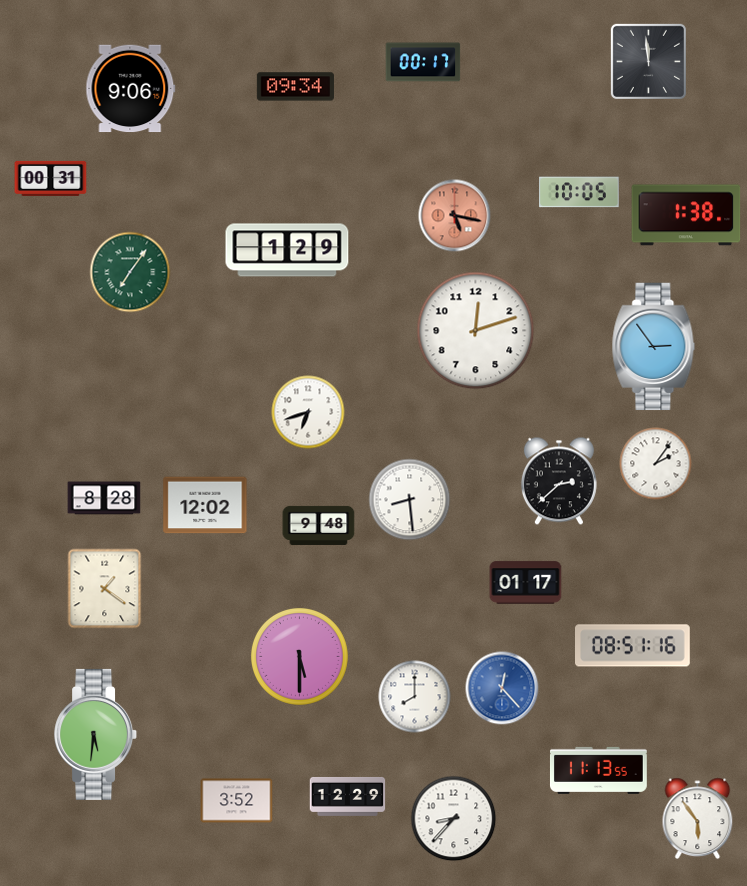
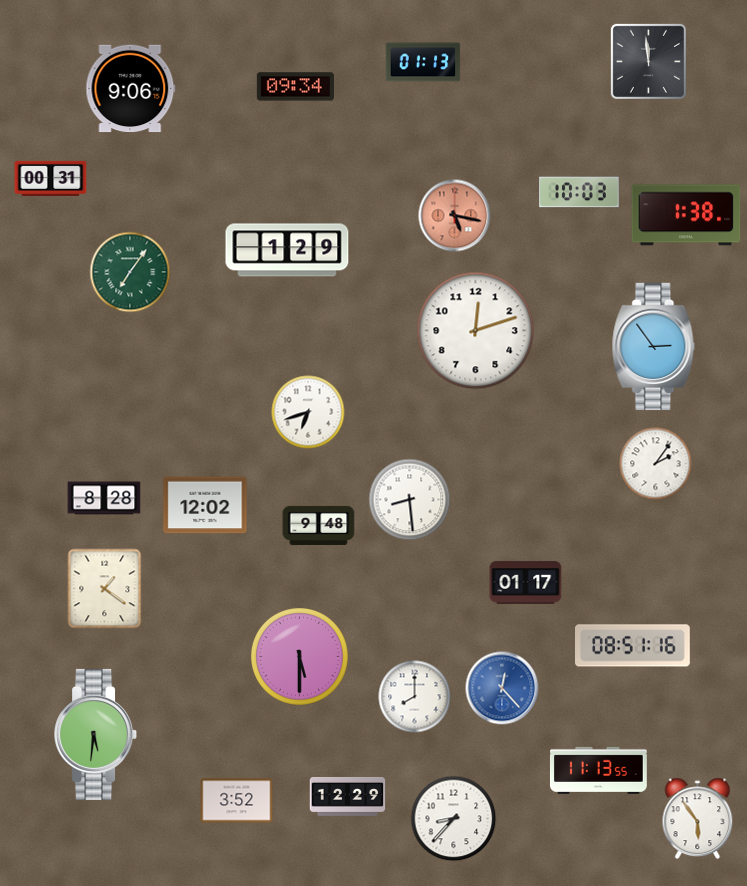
clock at (423, 62): 00:17 -> 01:13
clock at (580, 192): 10:05 -> 10:03
clock at (559, 481): 2:38 -> none
